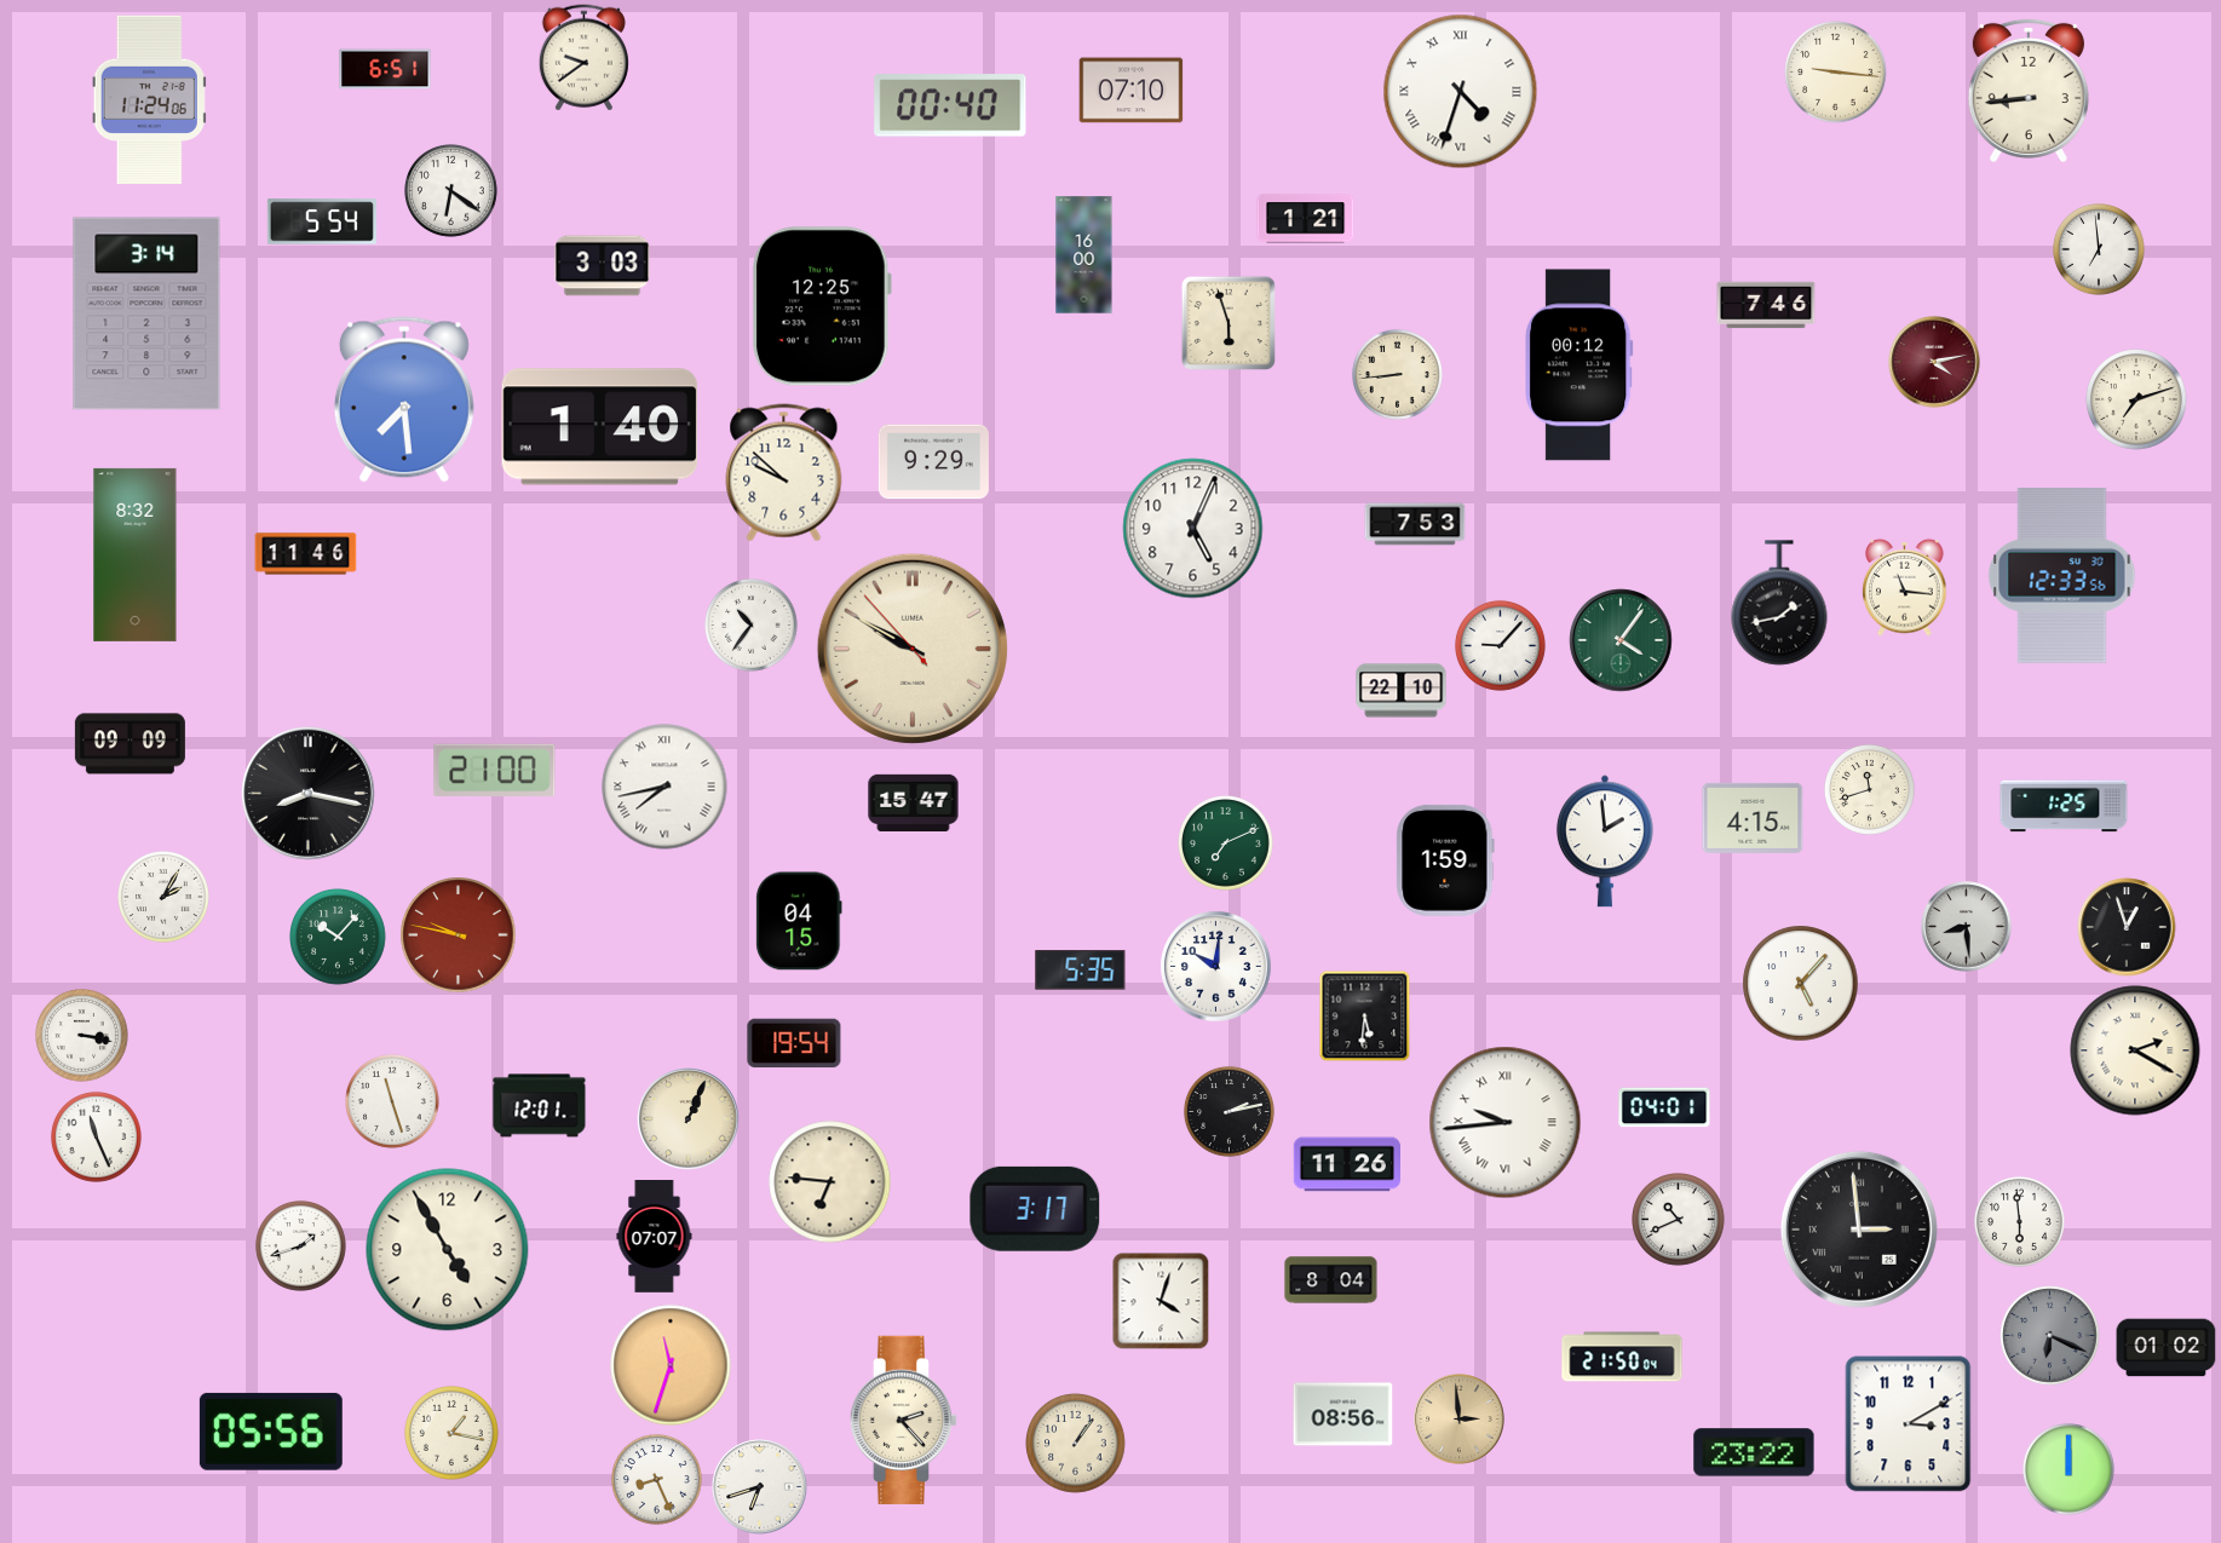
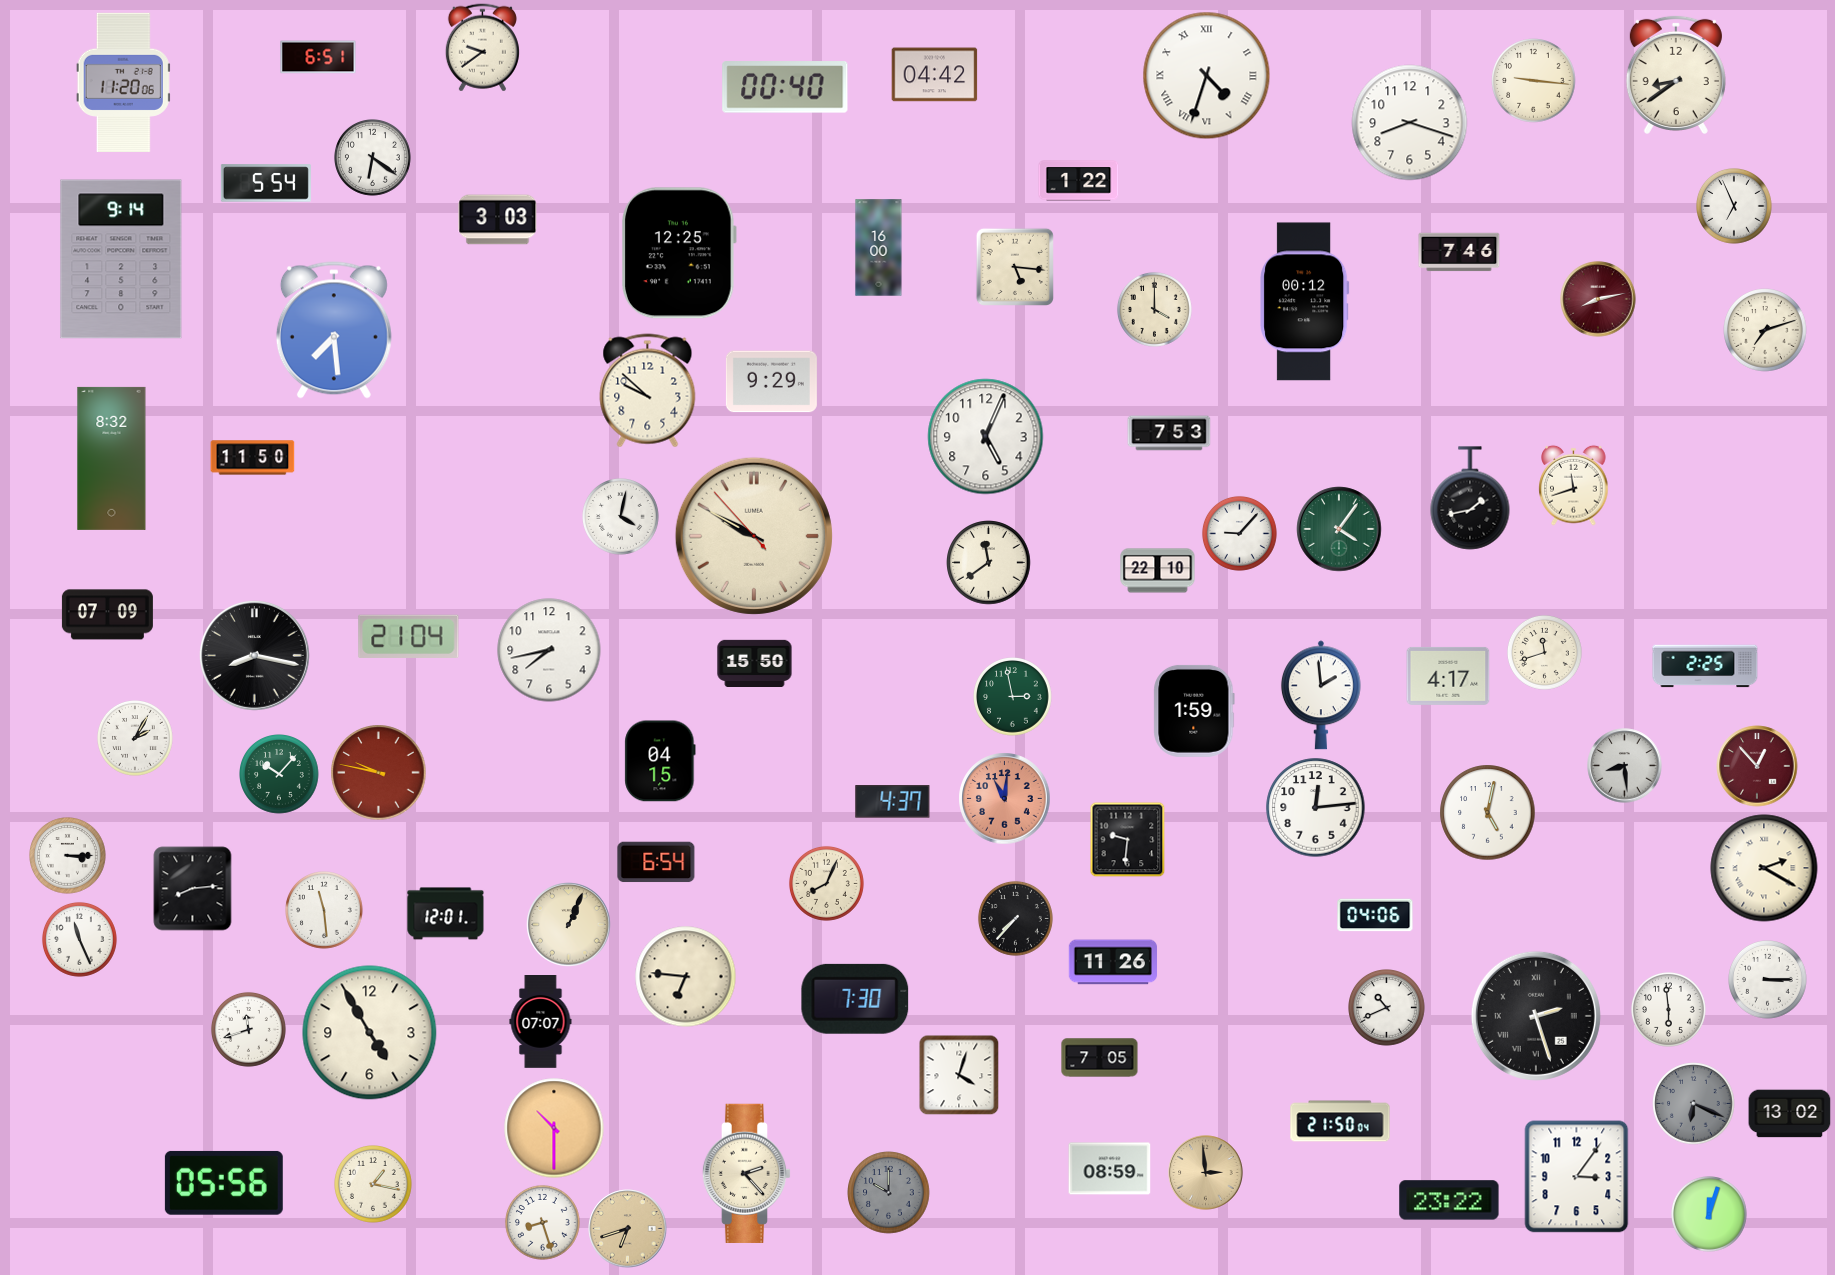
clock at (1836, 73) position: (1836, 73) -> (1534, 81)
clock at (1132, 91): 07:10 -> 04:42
clock at (2029, 91): 8:44 -> 8:39
clock at (149, 99): 11:24 -> 11:20
clock at (1410, 123): none -> 8:18
clock at (1306, 219): 1:21 -> 1:22
clock at (2100, 251): 6:59 -> 6:56
clock at (1084, 255) position: (1084, 255) -> (879, 248)
clock at (146, 313): 3:14 -> 9:14
clock at (1229, 323): 5:57 -> 5:16
clock at (1934, 362): 4:13 -> 8:13
clock at (1398, 375): 8:44 -> 4:00
clock at (600, 427): 1:40 -> none
clock at (306, 554): 11:46 -> 11:50
clock at (2062, 576): 12:33 -> none
clock at (1905, 587): 11:16 -> 11:42
clock at (752, 626): 10:36 -> 4:02
clock at (989, 563): none -> 11:39
clock at (130, 744): 09:09 -> 07:09
clock at (495, 770): 21:00 -> 21:04
clock at (664, 787) numerals: Roman -> Arabic
clock at (914, 802): 15:47 -> 15:50
clock at (2064, 806): 1:25 -> 2:25
clock at (1753, 818): 4:15 -> 4:17
clock at (1605, 841) position: (1605, 841) -> (1321, 695)
clock at (1226, 844): 7:11 -> 2:58
clock at (165, 898) position: (165, 898) -> (136, 739)
clock at (2127, 927): 12:57 -> 12:53
clock at (2127, 927) dial: black -> burgundy
clock at (1216, 967): 10:01 -> 11:01
clock at (1216, 967) dial: white -> salmon
clock at (1081, 971): 5:35 -> 4:37
clock at (1316, 808): none -> 12:14
clock at (1801, 984): 5:07 -> 5:02
clock at (1365, 1017): 5:31 -> 9:31
clock at (82, 1036): 3:17 -> 3:15
clock at (794, 1043): 19:54 -> 6:54
clock at (827, 884): none -> 8:04
clock at (193, 889): none -> 8:14
clock at (393, 1102): 11:27 -> 11:29
clock at (1664, 1107): 04:01 -> 04:06
clock at (1230, 1112): 2:13 -> 7:37
clock at (1506, 1123): 9:44 -> none
clock at (1768, 980): none -> 3:15
clock at (1035, 1209): 3:17 -> 7:30
clock at (1859, 1230): 2:59 -> 2:27
clock at (301, 1247): 1:42 -> 11:42
clock at (1331, 1280): 8:04 -> 7:05
clock at (2167, 1348): 01:02 -> 13:02
clock at (671, 1365): 11:33 -> 10:30
clock at (1343, 1415): 08:56 -> 08:59
clock at (1909, 1424): 3:10 -> 3:06
clock at (1076, 1444): 1:06 -> 10:00
clock at (1076, 1444) dial: cream -> grey
clock at (2070, 1470): 12:00 -> 12:03
clock at (657, 1480): 8:26 -> 8:27
clock at (760, 1487) dial: white -> champagne
